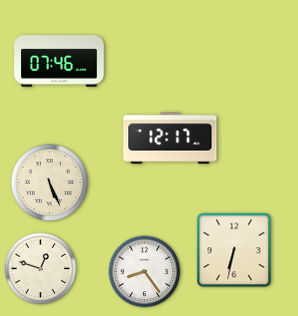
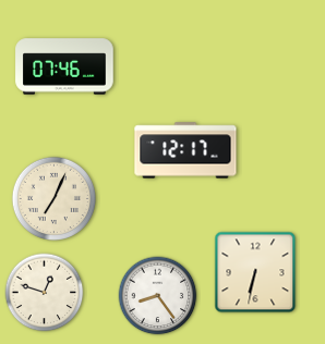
clock at (49, 182): 5:26 -> 7:04
